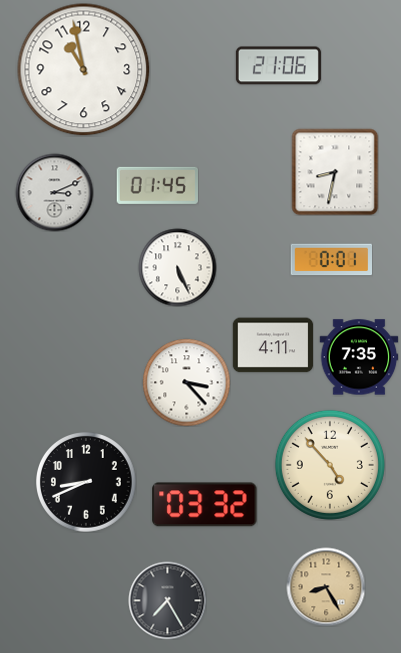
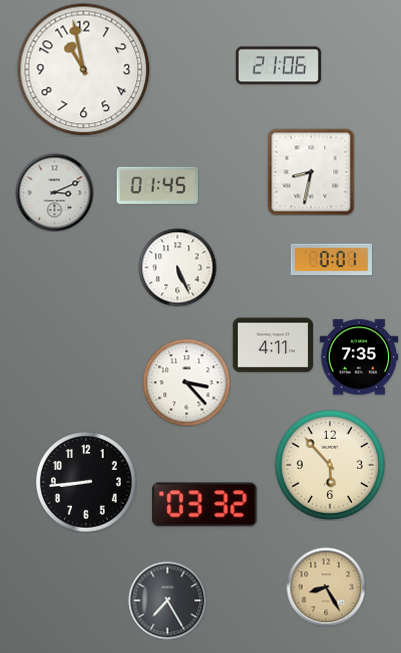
clock at (335, 172) position: (335, 172) -> (311, 172)
clock at (330, 465): 4:53 -> 5:53
clock at (87, 483): 8:41 -> 8:44
